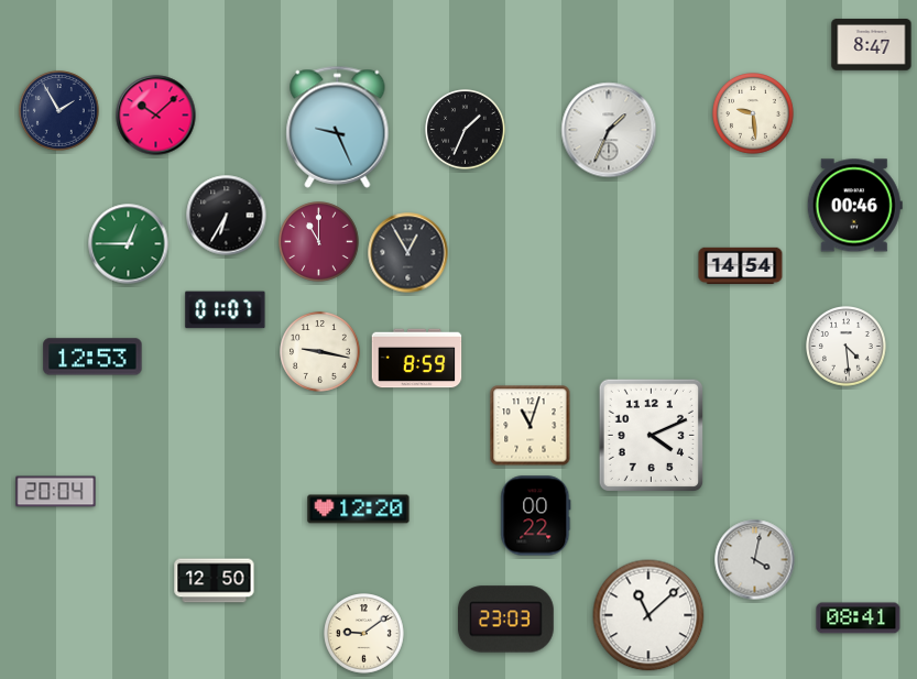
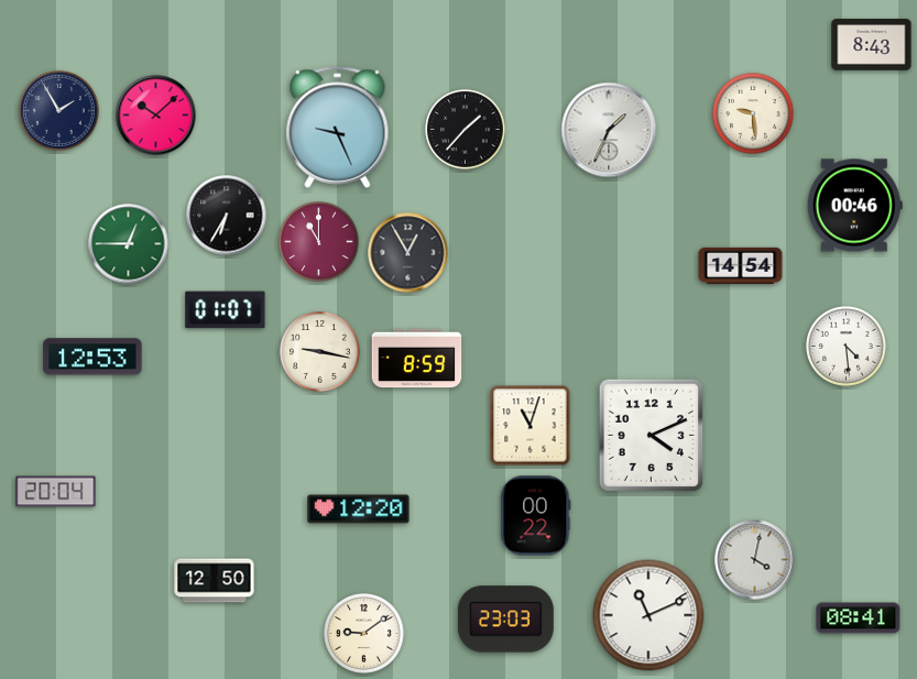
clock at (872, 45): 8:47 -> 8:43
clock at (466, 130): 1:34 -> 1:37
clock at (648, 615): 11:08 -> 11:11
